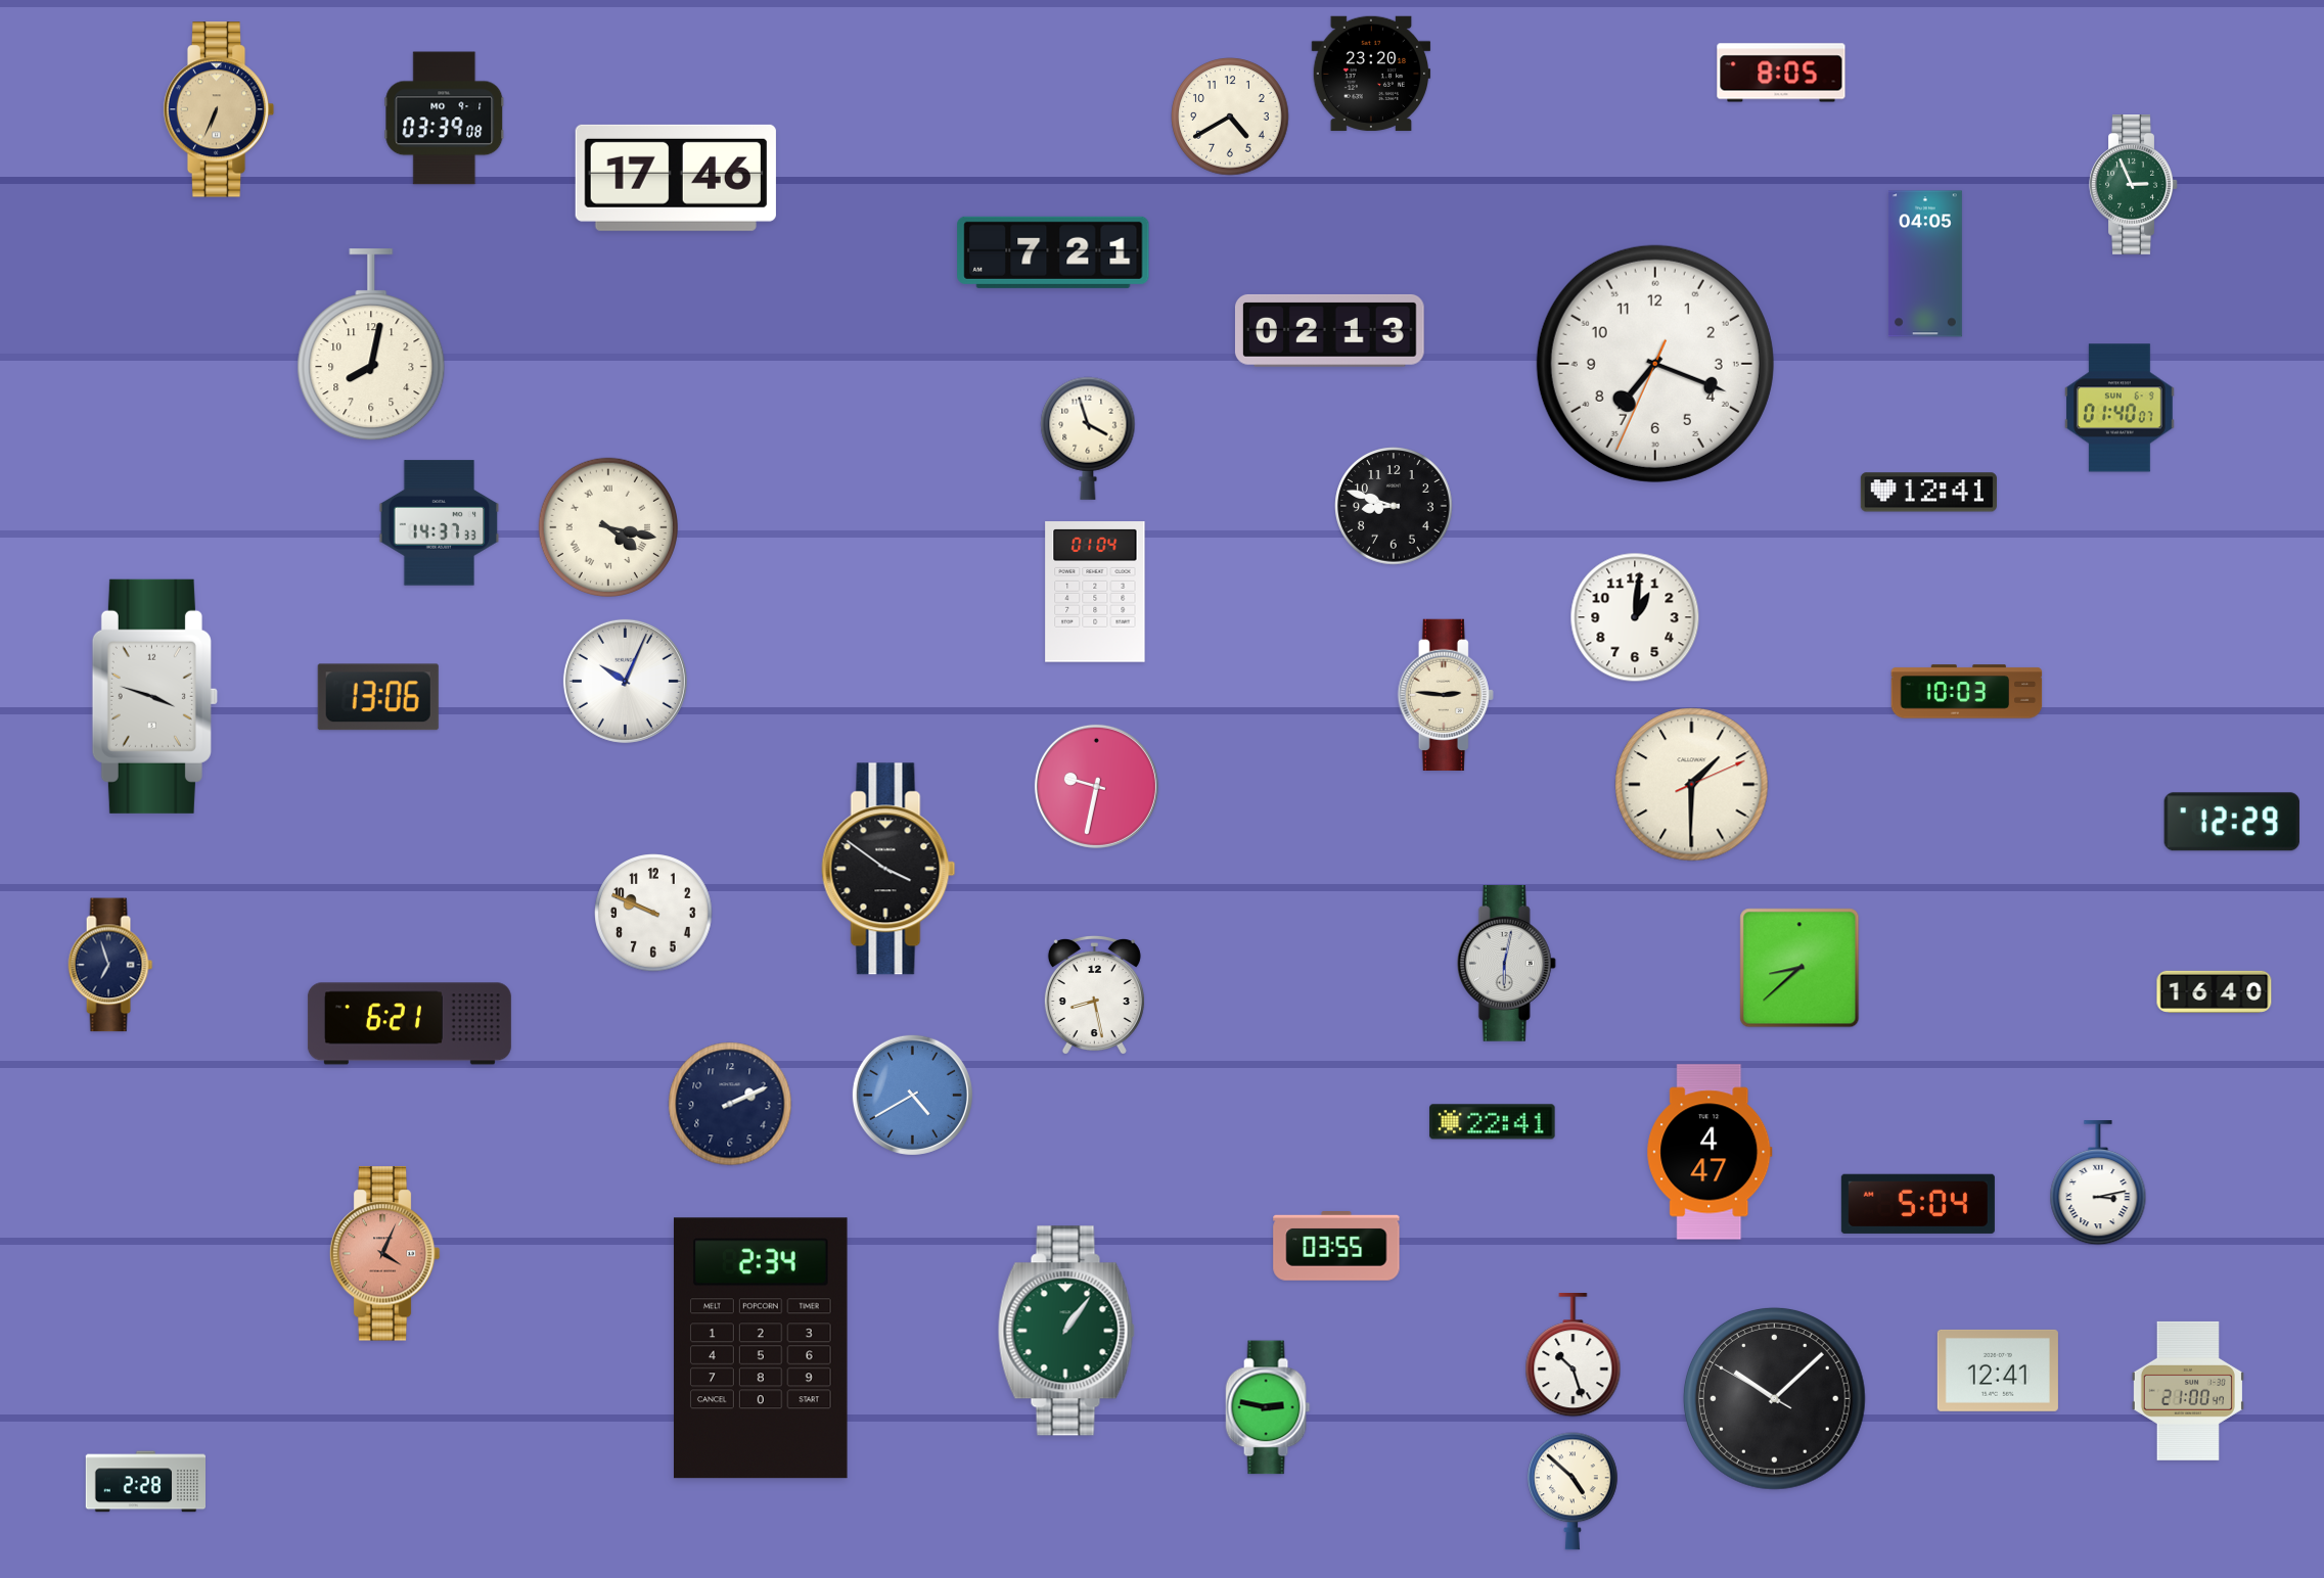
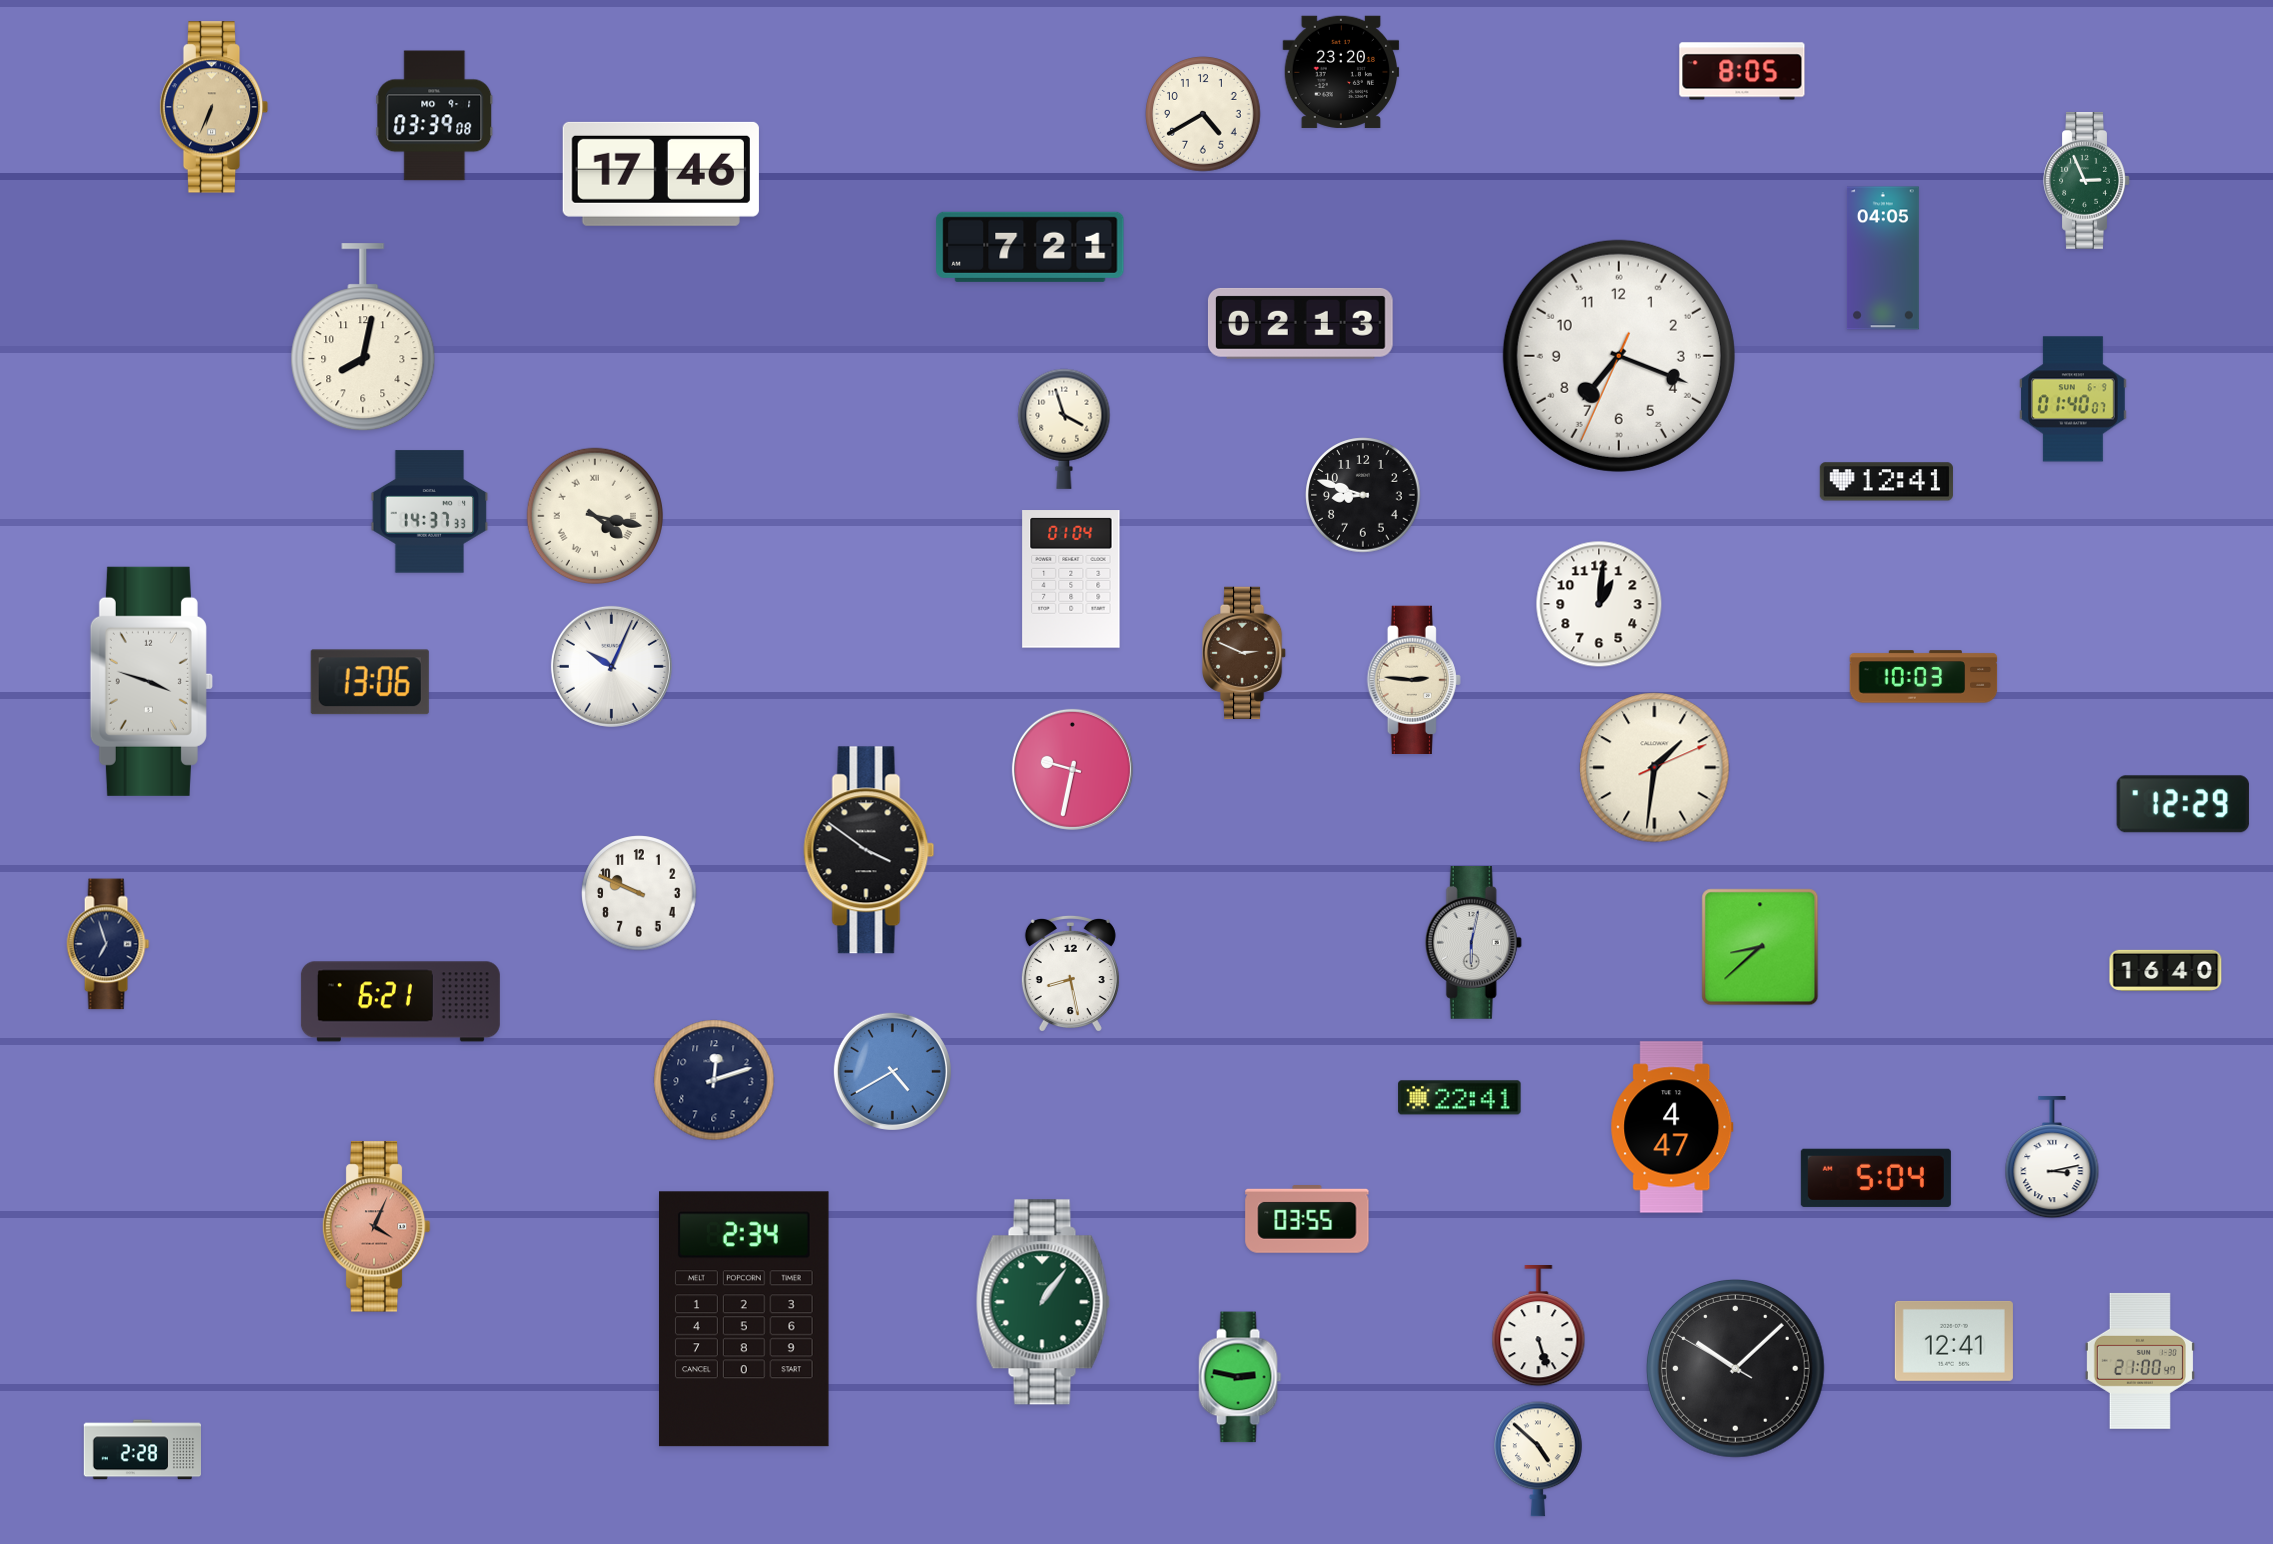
clock at (1244, 653): none -> 2:49
clock at (1692, 785): 1:30 -> 1:31
clock at (730, 1104): 2:11 -> 12:12
clock at (1574, 1356): 10:27 -> 5:27
